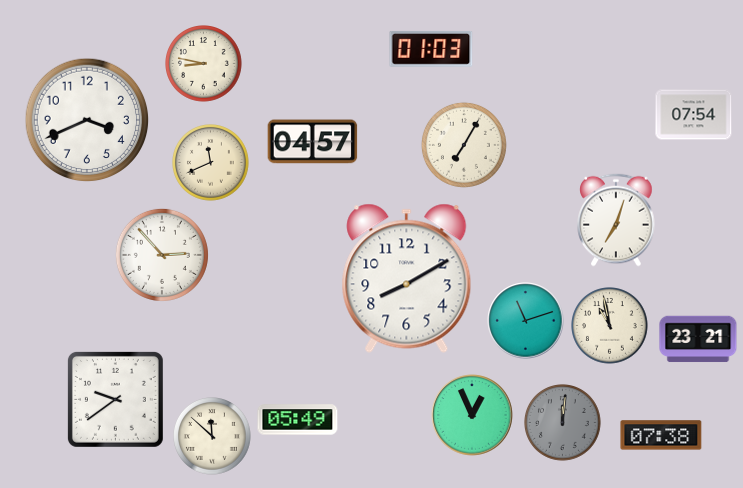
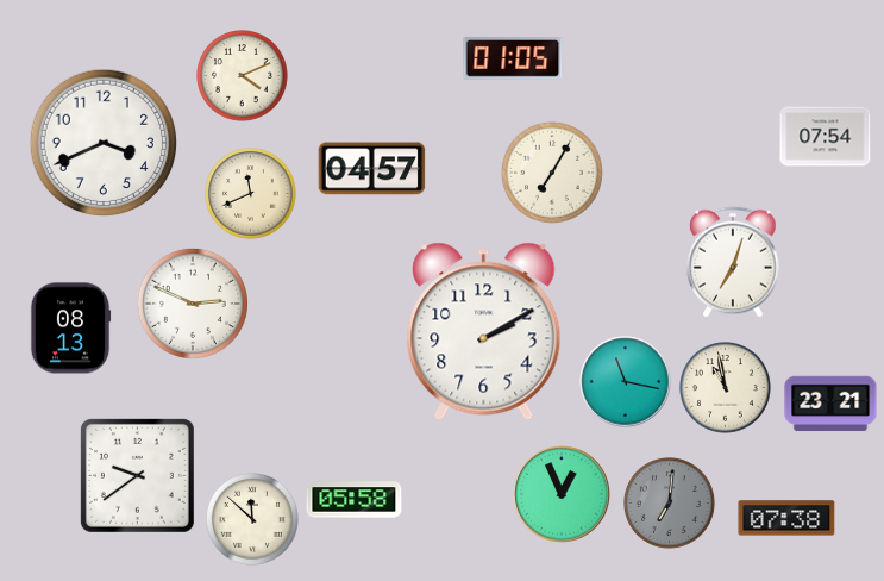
clock at (431, 49): 01:03 -> 01:05
clock at (204, 64): 8:47 -> 4:11
clock at (162, 255): 2:53 -> 2:49
clock at (70, 329): none -> 08:13
clock at (407, 278): 8:10 -> 2:10
clock at (526, 321): 11:12 -> 11:17
clock at (298, 420): 05:49 -> 05:58
clock at (563, 423): 12:01 -> 7:01
